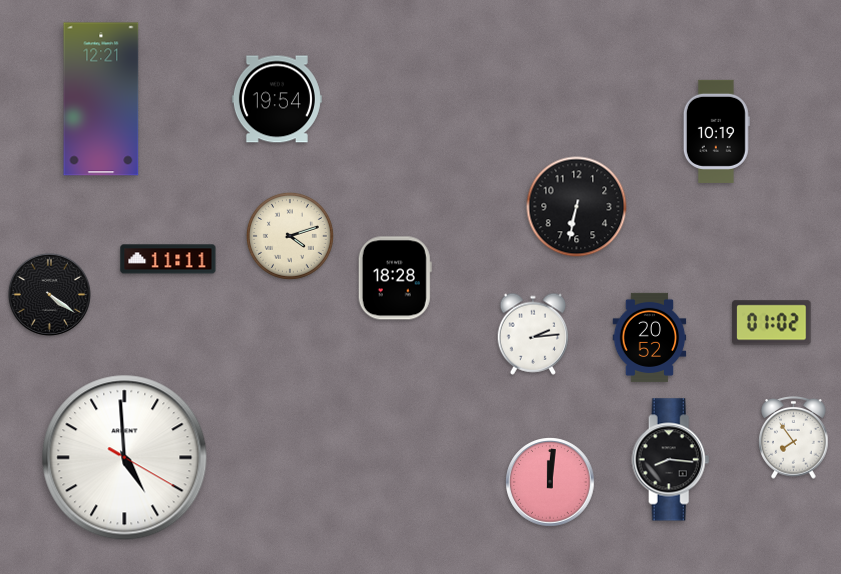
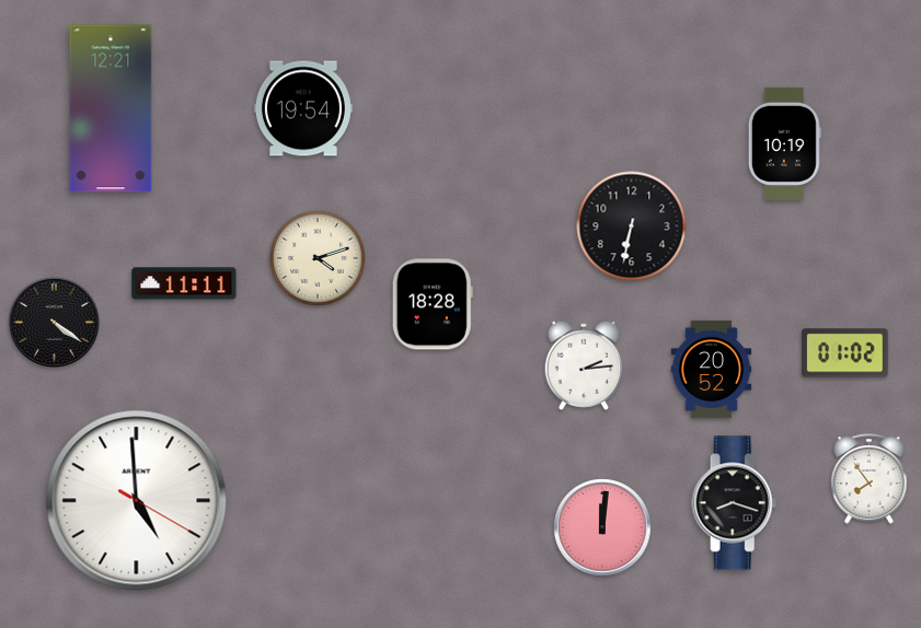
clock at (671, 460): 8:16 -> 8:18
